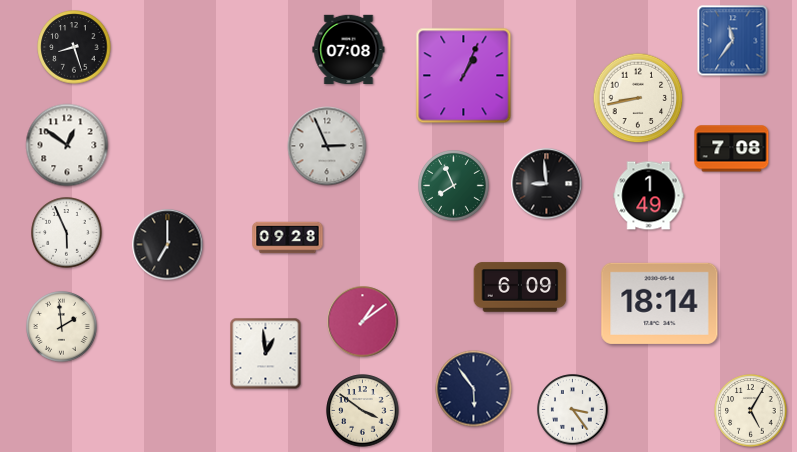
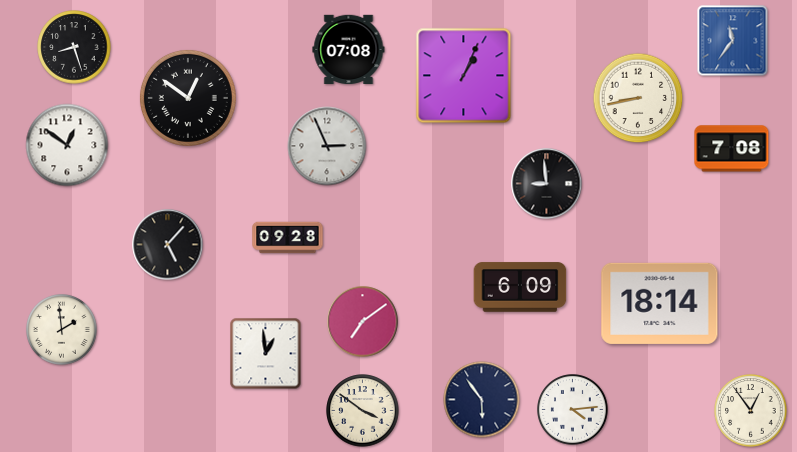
clock at (188, 98): none -> 12:51
clock at (454, 186): 7:56 -> none
clock at (649, 196): 1:49 -> none
clock at (67, 233): 5:56 -> none
clock at (168, 245): 7:00 -> 5:07
clock at (363, 322): 1:09 -> 7:09
clock at (62, 327) position: (62, 327) -> (62, 330)
clock at (474, 389) position: (474, 389) -> (482, 400)
clock at (573, 410): 3:24 -> 4:14
clock at (751, 411): 5:05 -> 12:54
